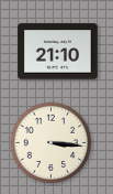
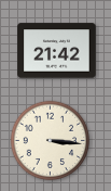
clock at (58, 52): 21:10 -> 21:42
